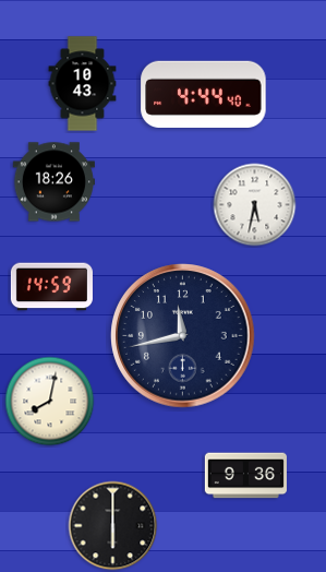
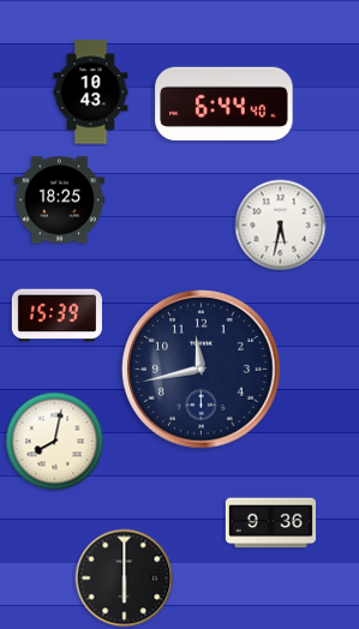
clock at (204, 94): 4:44 -> 6:44
clock at (53, 182): 18:26 -> 18:25
clock at (51, 287): 14:59 -> 15:39
